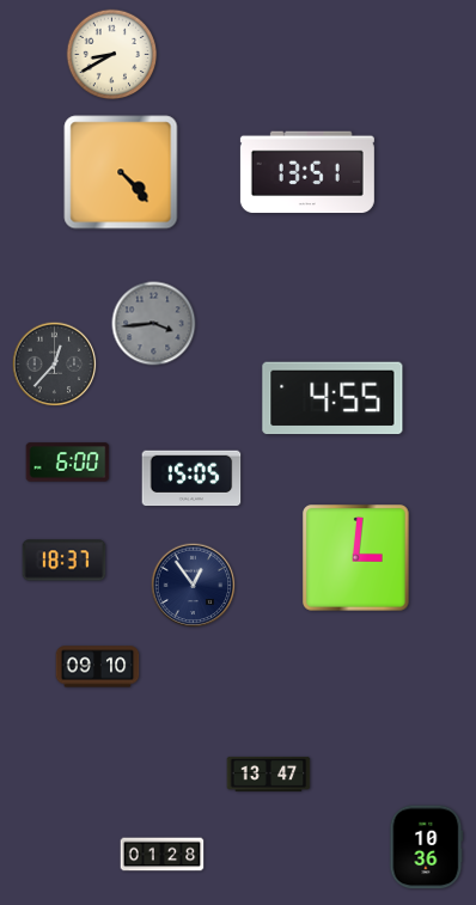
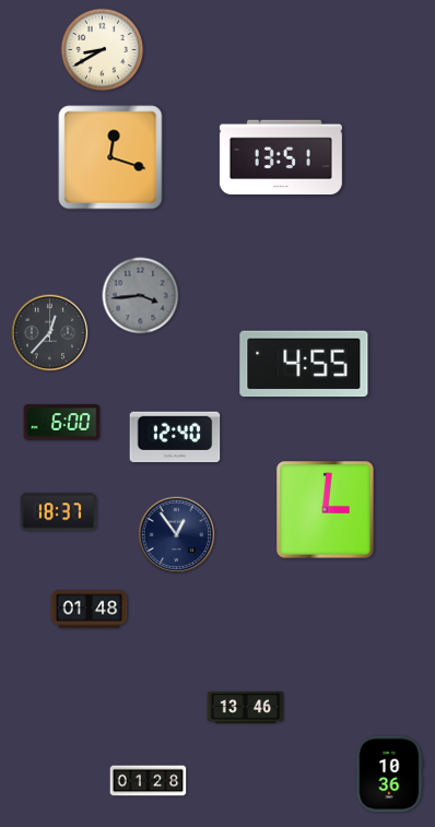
clock at (121, 172): 4:23 -> 12:18
clock at (191, 478): 15:05 -> 12:40
clock at (98, 667): 09:10 -> 01:48
clock at (269, 773): 13:47 -> 13:46
